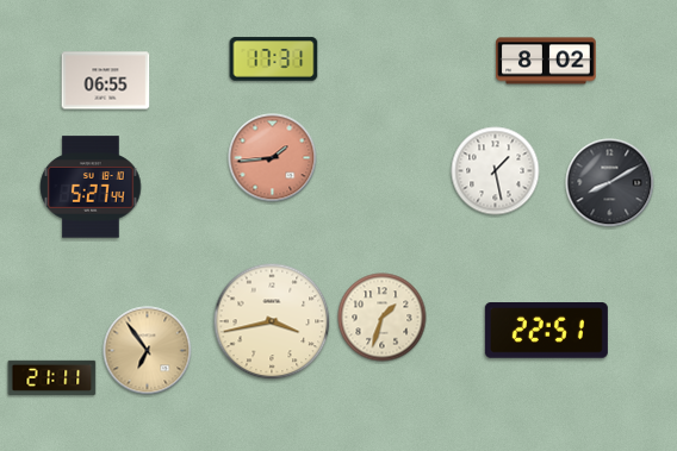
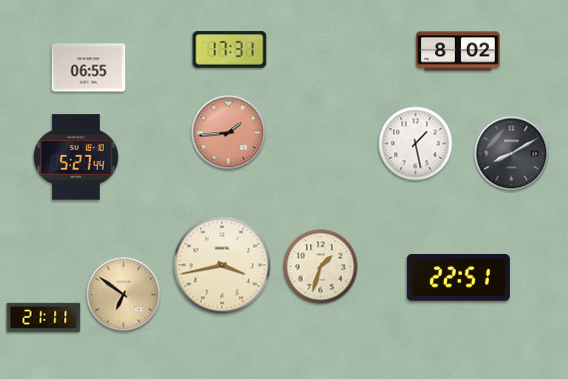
clock at (272, 321) position: (272, 321) -> (222, 265)
clock at (148, 351): 6:54 -> 6:51
